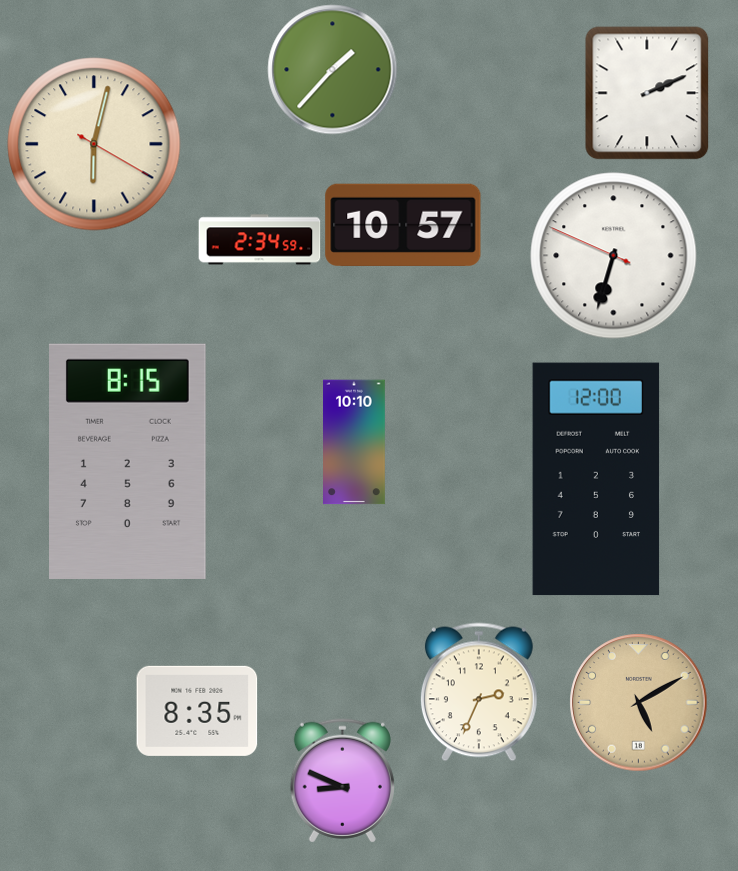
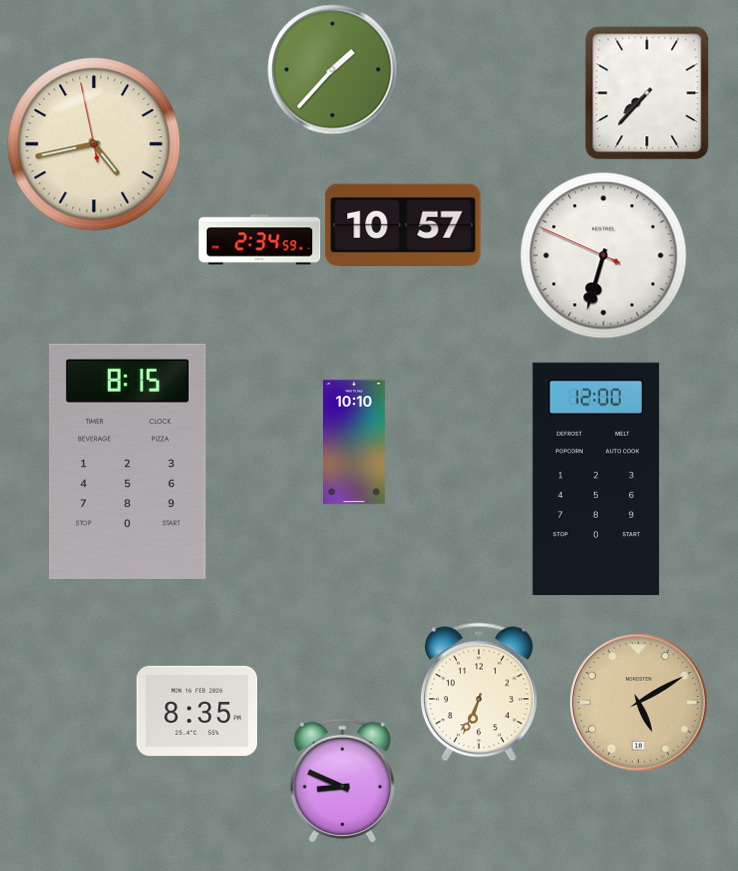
clock at (647, 93): 2:11 -> 7:37
clock at (94, 144): 6:02 -> 4:42
clock at (614, 256) position: (614, 256) -> (604, 256)
clock at (479, 692): 2:34 -> 6:34
